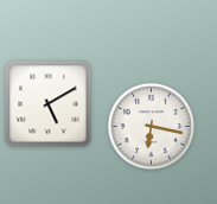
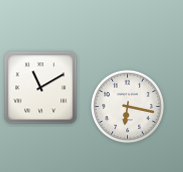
clock at (49, 104): 5:10 -> 11:10
